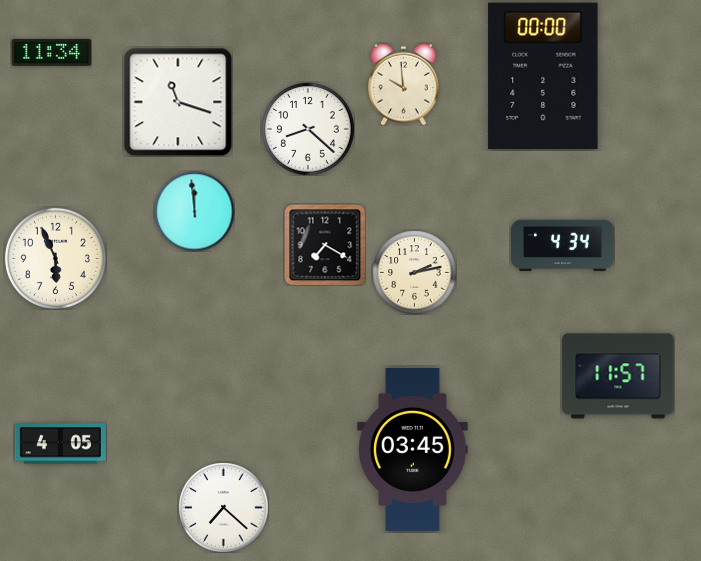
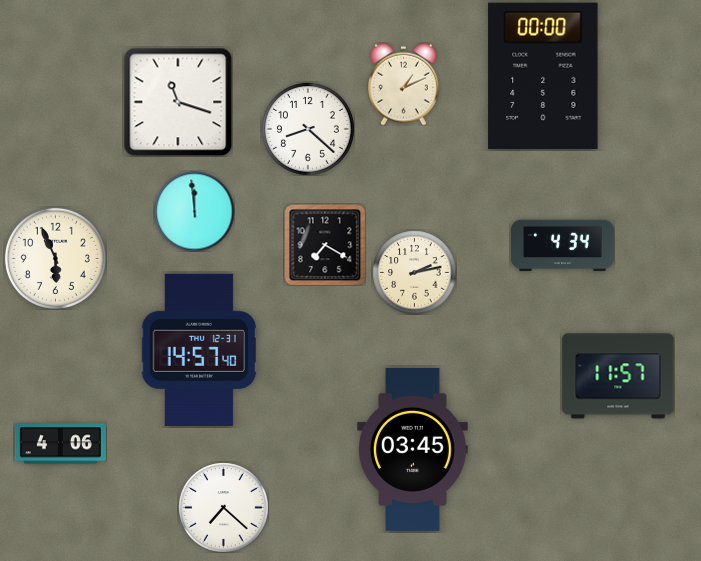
clock at (51, 52): 11:34 -> none
clock at (404, 84): 9:59 -> 1:11
clock at (198, 350): none -> 14:57
clock at (60, 444): 4:05 -> 4:06
